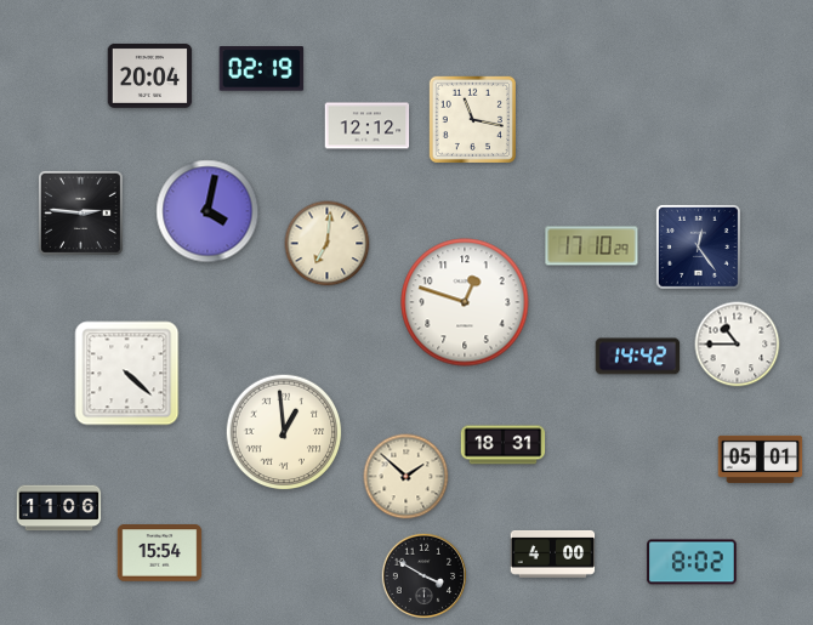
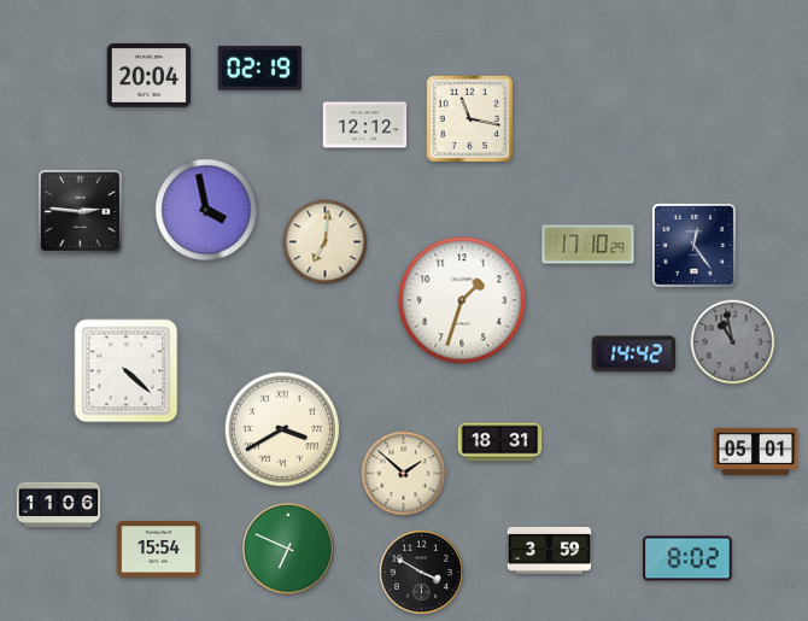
clock at (207, 211): 4:02 -> 3:58
clock at (465, 302): 12:48 -> 1:33
clock at (738, 345): 10:45 -> 10:58
clock at (738, 345) dial: white -> grey
clock at (284, 432): 12:59 -> 3:40
clock at (761, 459) position: (761, 459) -> (756, 451)
clock at (288, 549): none -> 6:49
clock at (553, 553): 4:00 -> 3:59
